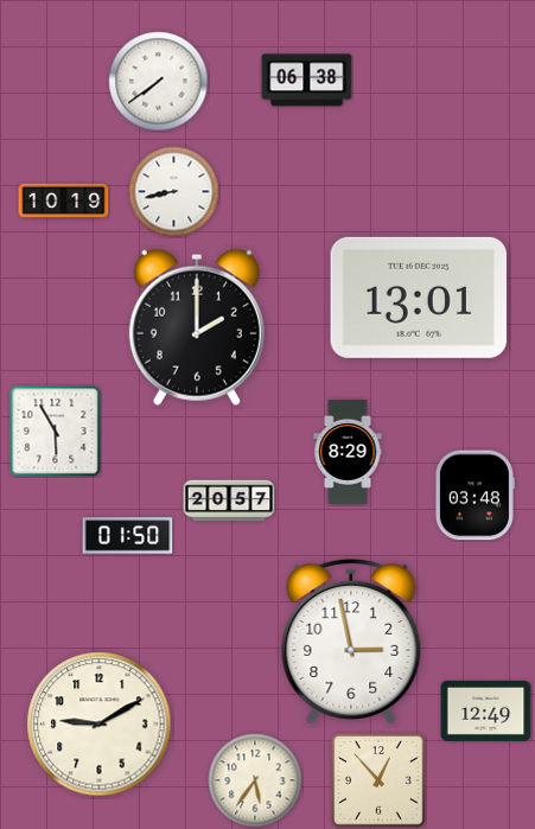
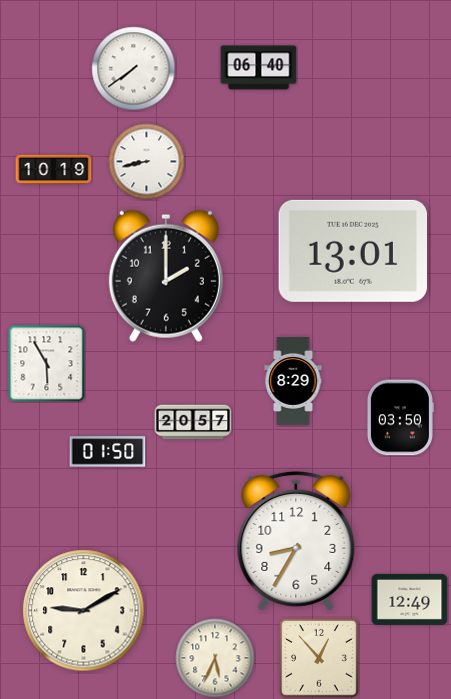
clock at (307, 81): 06:38 -> 06:40
clock at (475, 496): 03:48 -> 03:50
clock at (351, 642): 2:58 -> 8:35
clock at (255, 780): 5:36 -> 5:34
